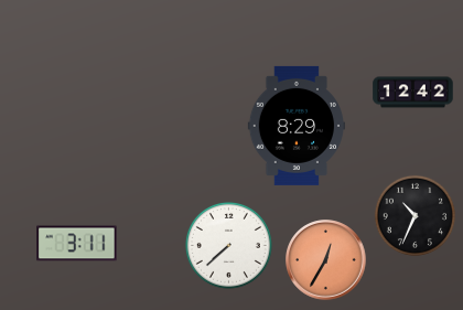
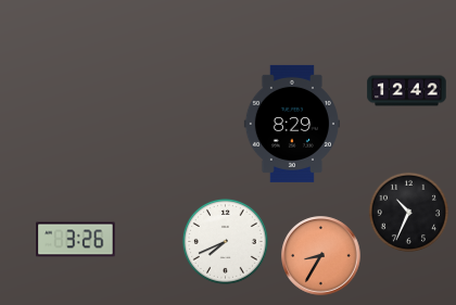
clock at (77, 244): 3:11 -> 3:26
clock at (228, 245): 7:38 -> 7:41
clock at (326, 260): 12:35 -> 8:35
